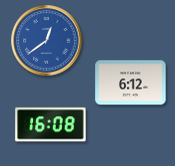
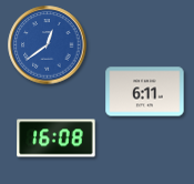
clock at (47, 41) position: (47, 41) -> (48, 45)
clock at (131, 83): 6:12 -> 6:11
